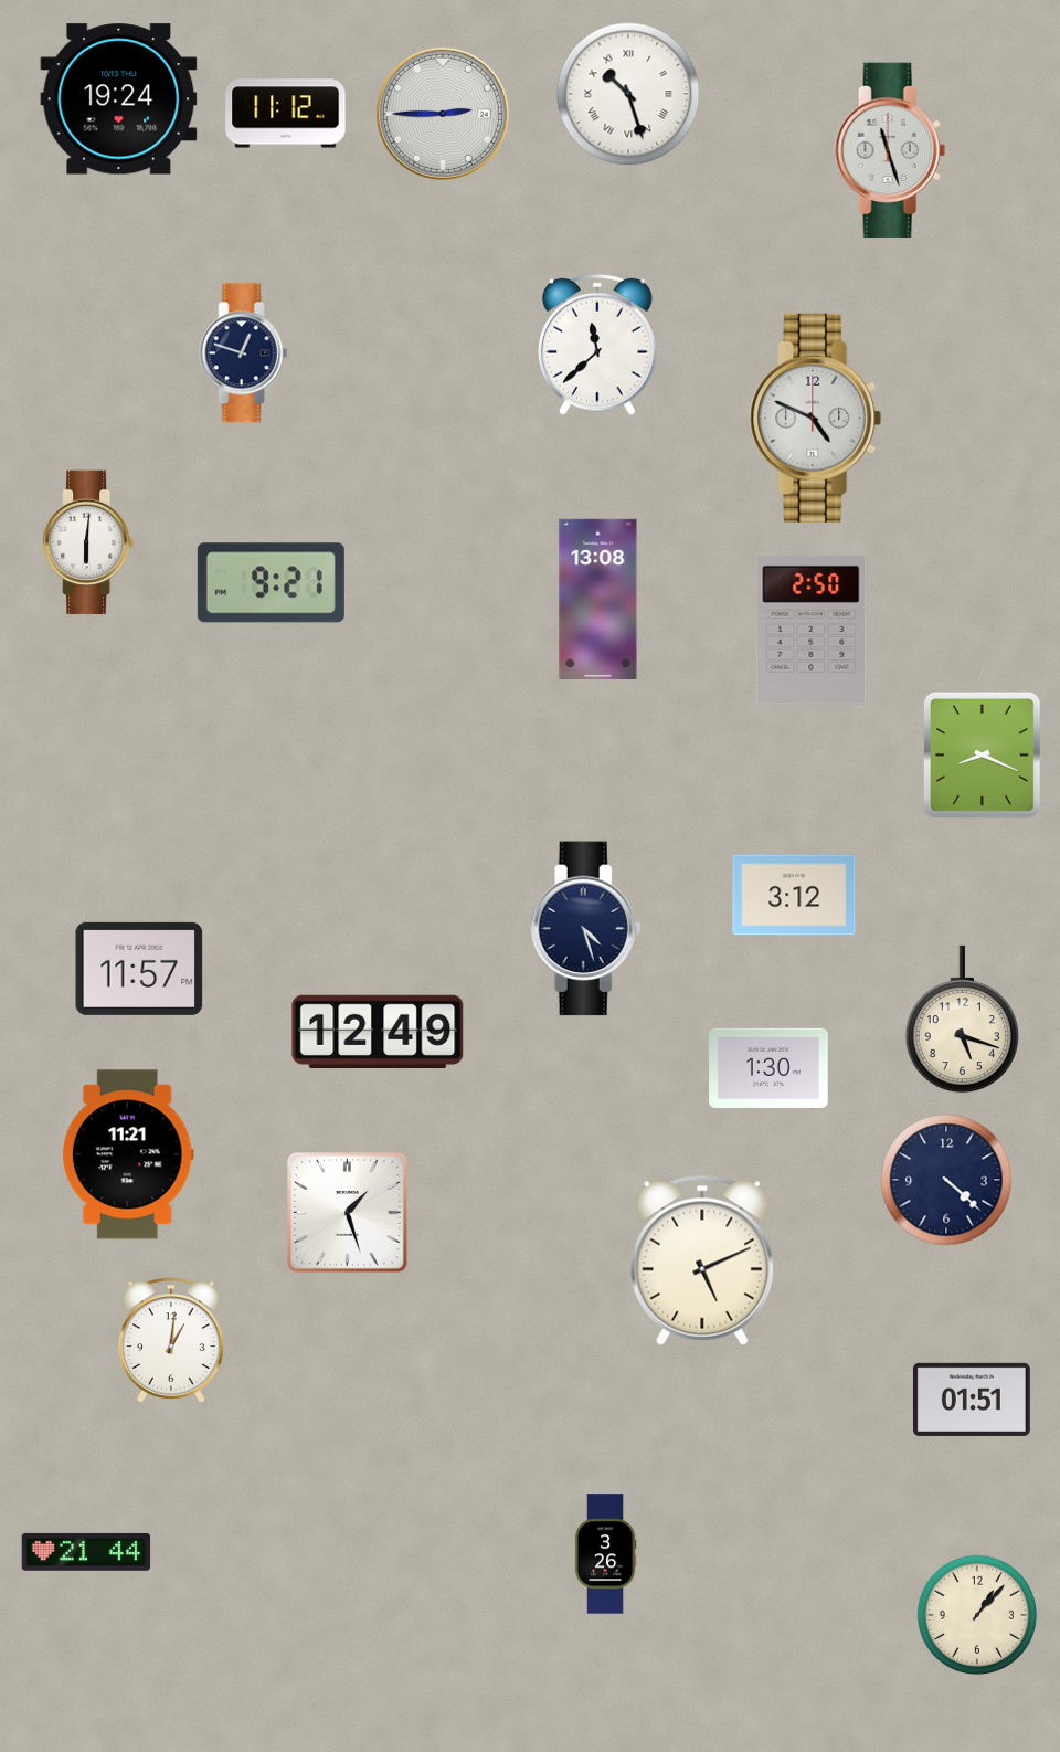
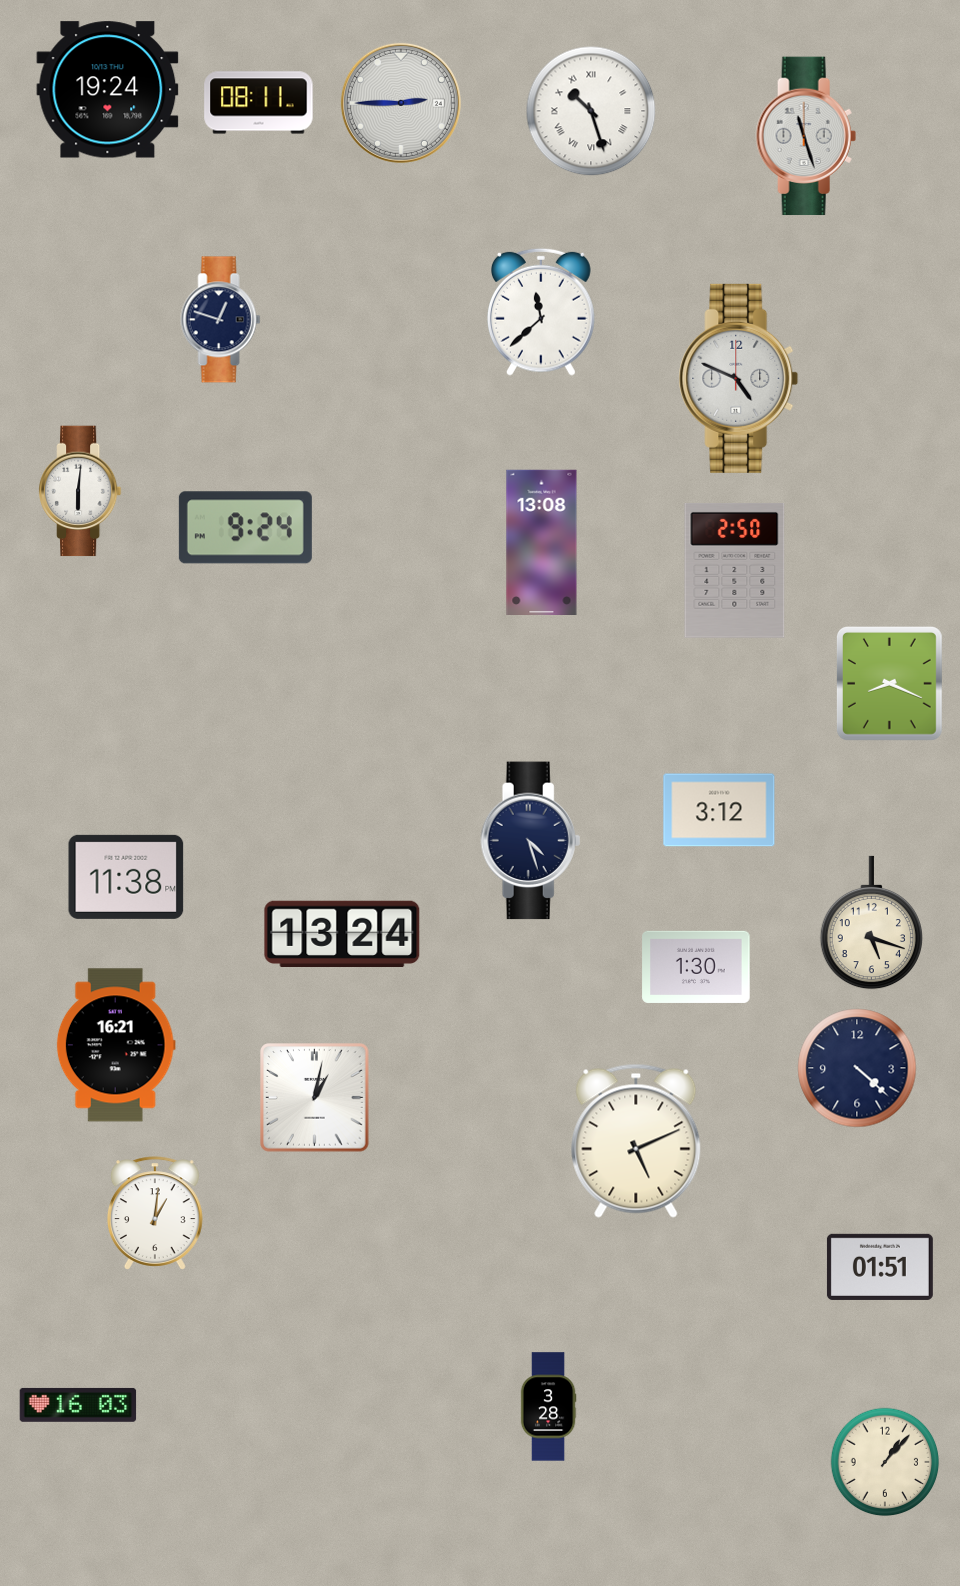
clock at (628, 94) position: (628, 94) -> (591, 111)
clock at (286, 114): 11:12 -> 08:11
clock at (271, 583): 9:21 -> 9:24
clock at (139, 969): 11:57 -> 11:38
clock at (378, 1031): 12:49 -> 13:24
clock at (128, 1154): 11:21 -> 16:21
clock at (348, 1213): 1:27 -> 1:02
clock at (86, 1552): 21:44 -> 16:03
clock at (605, 1554): 3:26 -> 3:28
